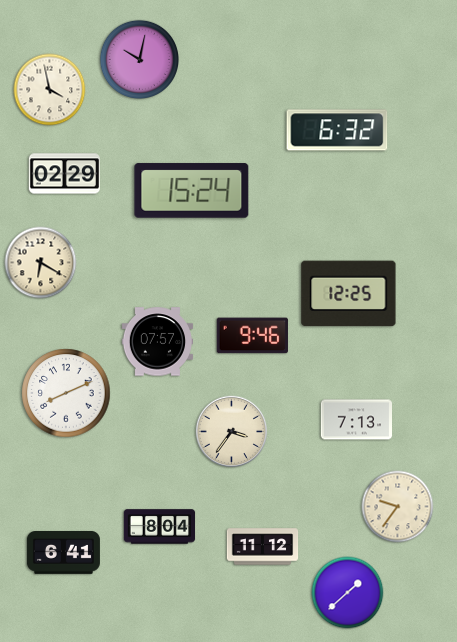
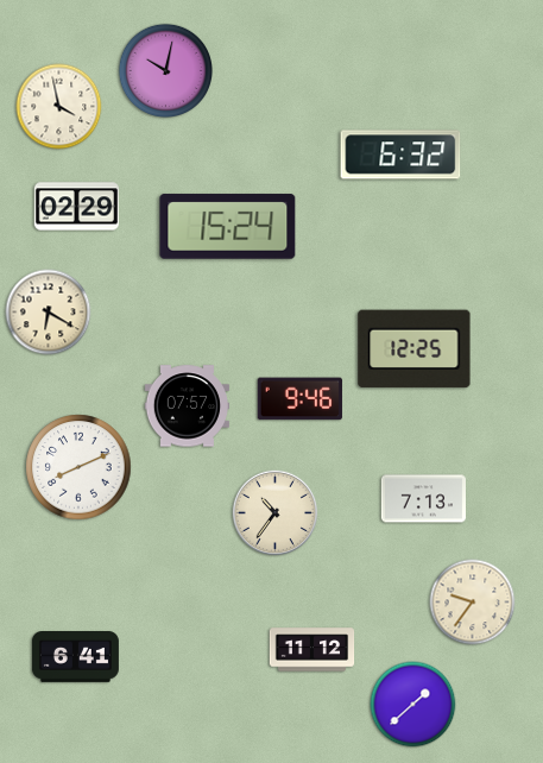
clock at (232, 432): 3:36 -> 10:36
clock at (160, 527): 8:04 -> none
